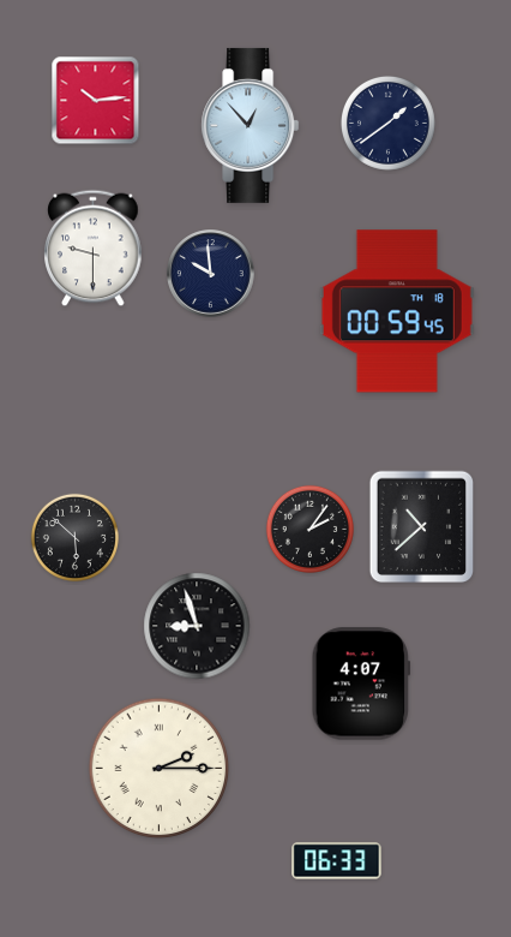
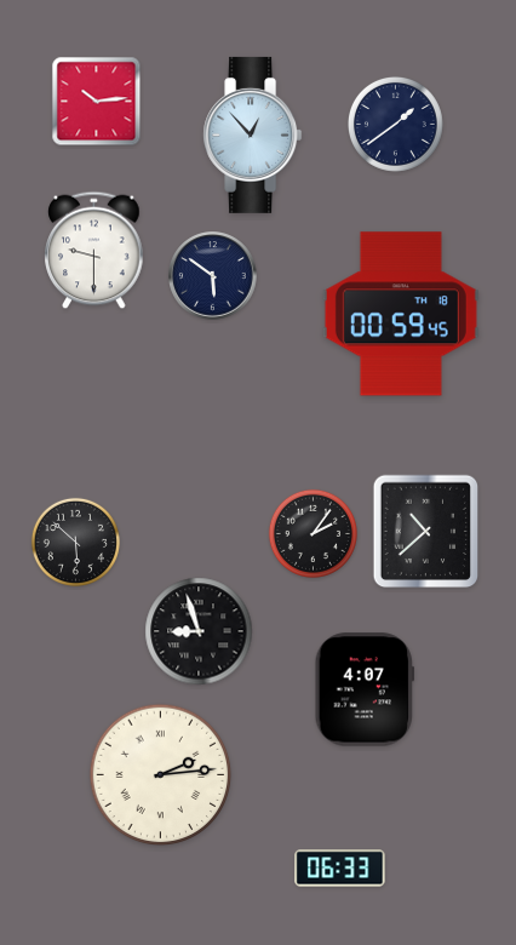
clock at (387, 123) position: (387, 123) -> (395, 124)
clock at (251, 125) position: (251, 125) -> (253, 134)
clock at (211, 274): 9:59 -> 5:51
clock at (160, 769): 2:15 -> 2:14
